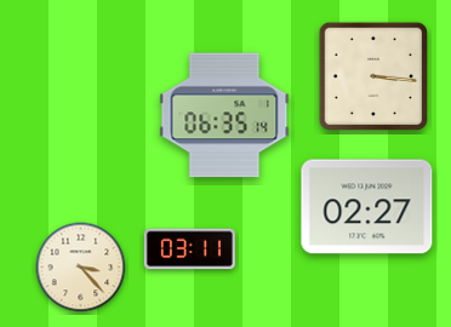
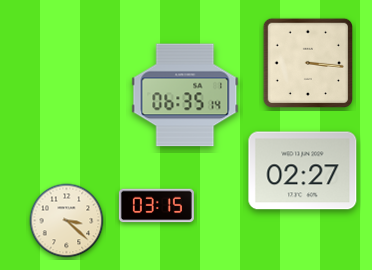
clock at (189, 249): 03:11 -> 03:15
clock at (81, 268): 3:23 -> 3:22
